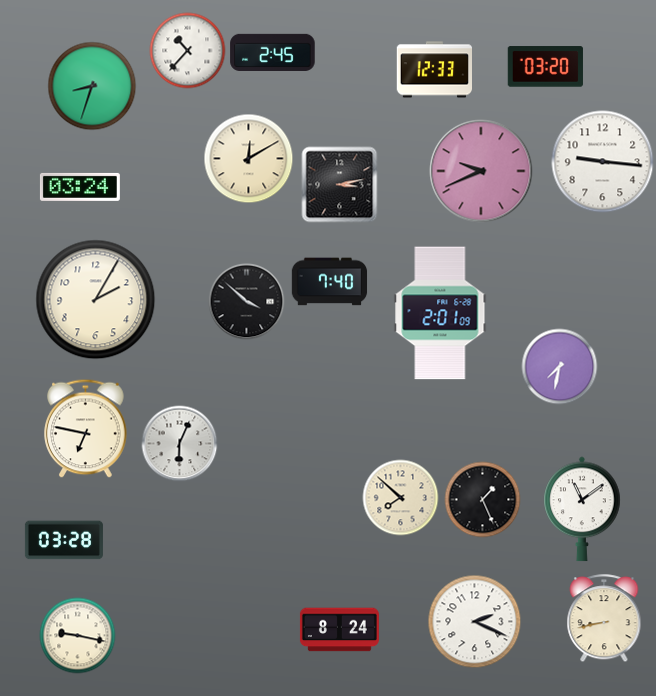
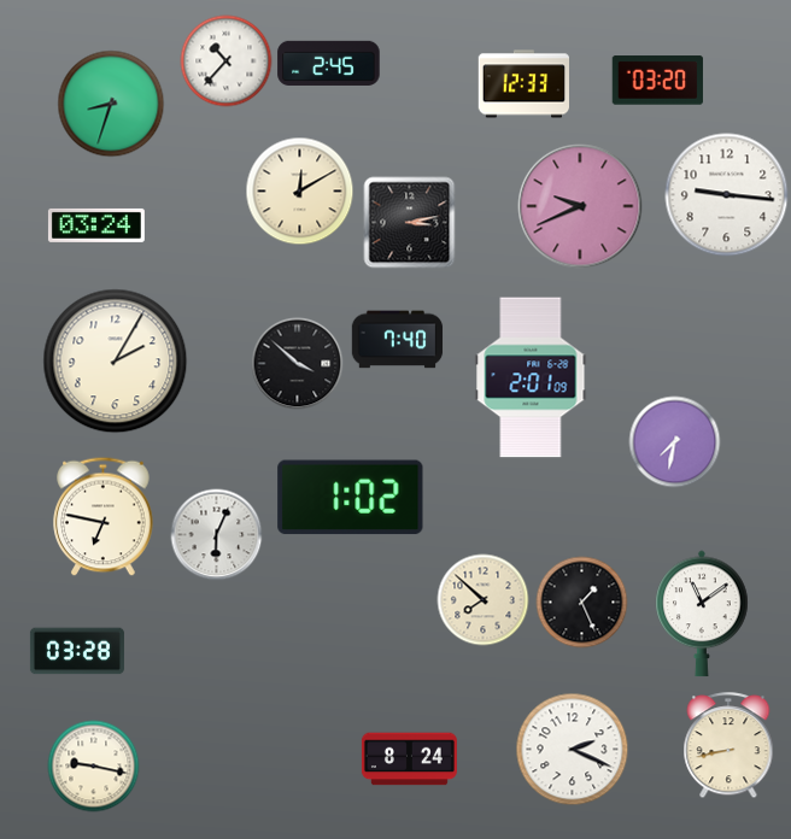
clock at (351, 498): none -> 1:02
